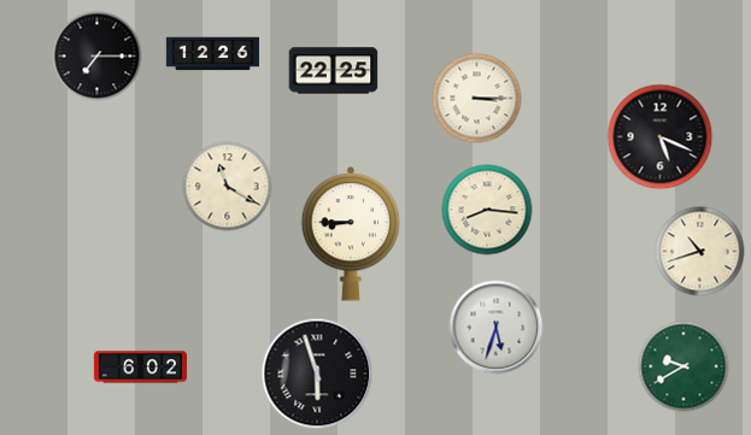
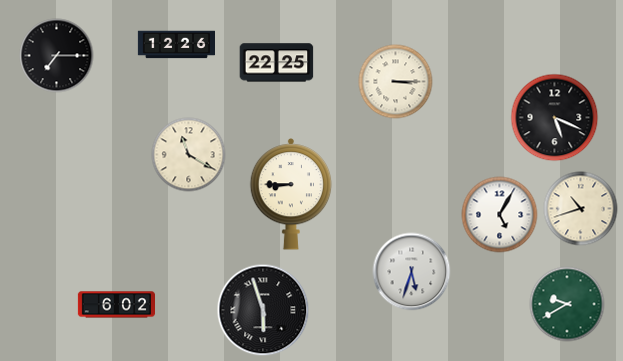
clock at (98, 57) position: (98, 57) -> (57, 56)
clock at (334, 71) position: (334, 71) -> (277, 63)
clock at (661, 137) position: (661, 137) -> (555, 118)
clock at (487, 210): 8:16 -> none
clock at (500, 215): none -> 5:05
